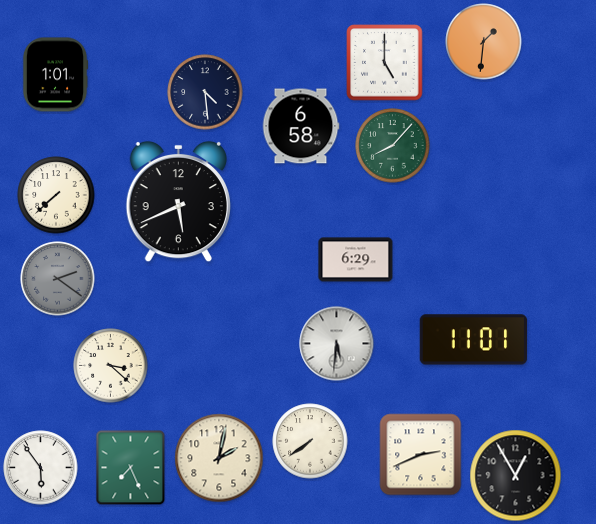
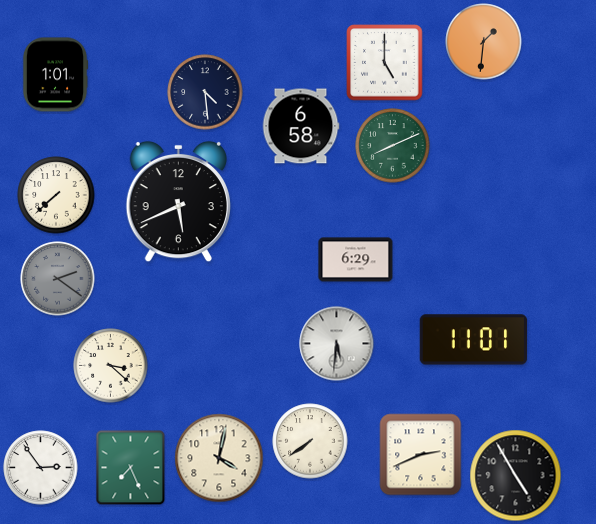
clock at (393, 146): 8:07 -> 8:11
clock at (219, 458): 2:02 -> 4:02
clock at (41, 468): 5:54 -> 2:54
clock at (516, 476): 12:55 -> 4:55
